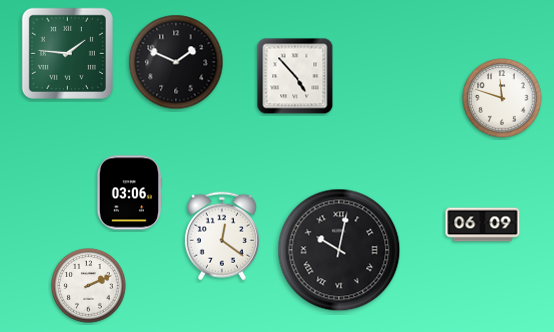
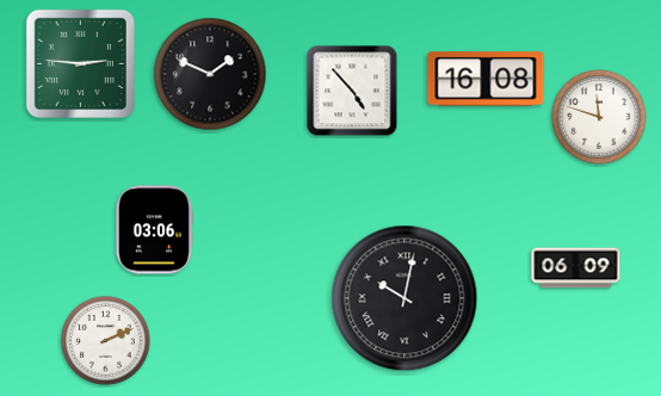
clock at (67, 53): 1:46 -> 2:46
clock at (486, 79): none -> 16:08
clock at (222, 236): 12:21 -> none
